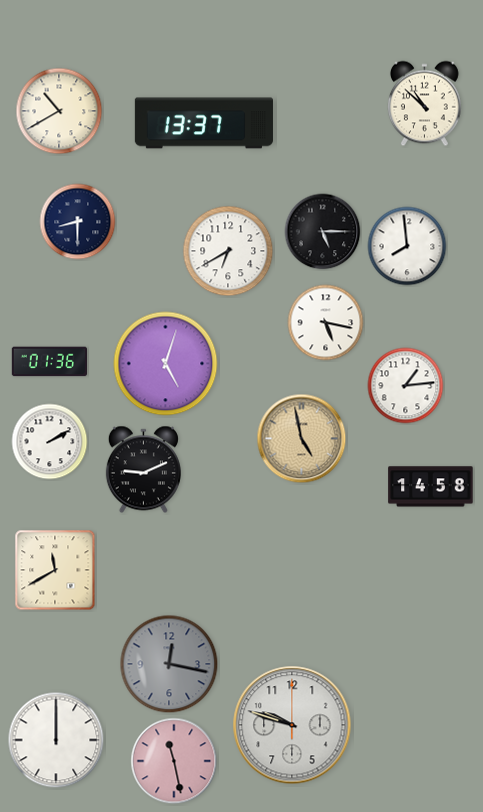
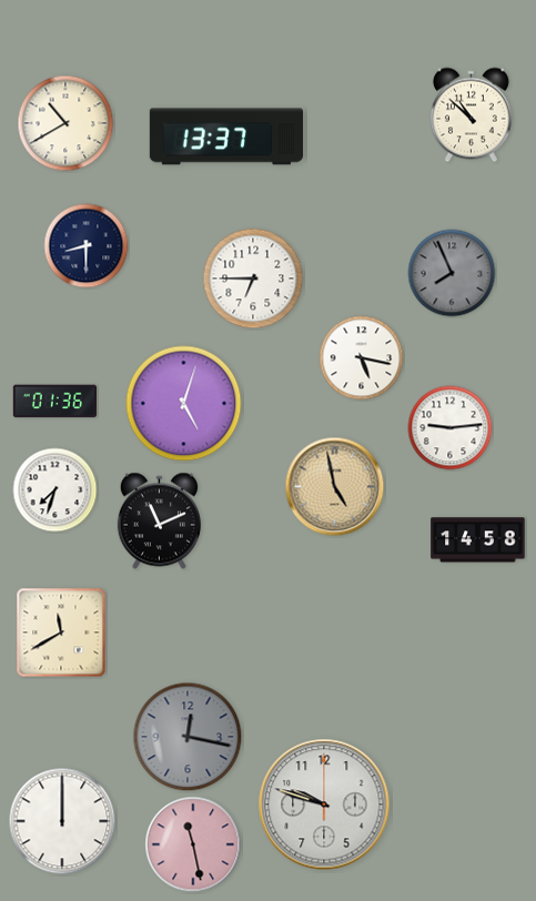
clock at (323, 232): 5:15 -> none
clock at (407, 246): 7:59 -> 7:56
clock at (407, 246) dial: white -> grey
clock at (228, 251): 6:40 -> 6:45
clock at (406, 386): 1:14 -> 9:14
clock at (50, 442): 2:10 -> 7:33
clock at (143, 470): 9:11 -> 11:11
